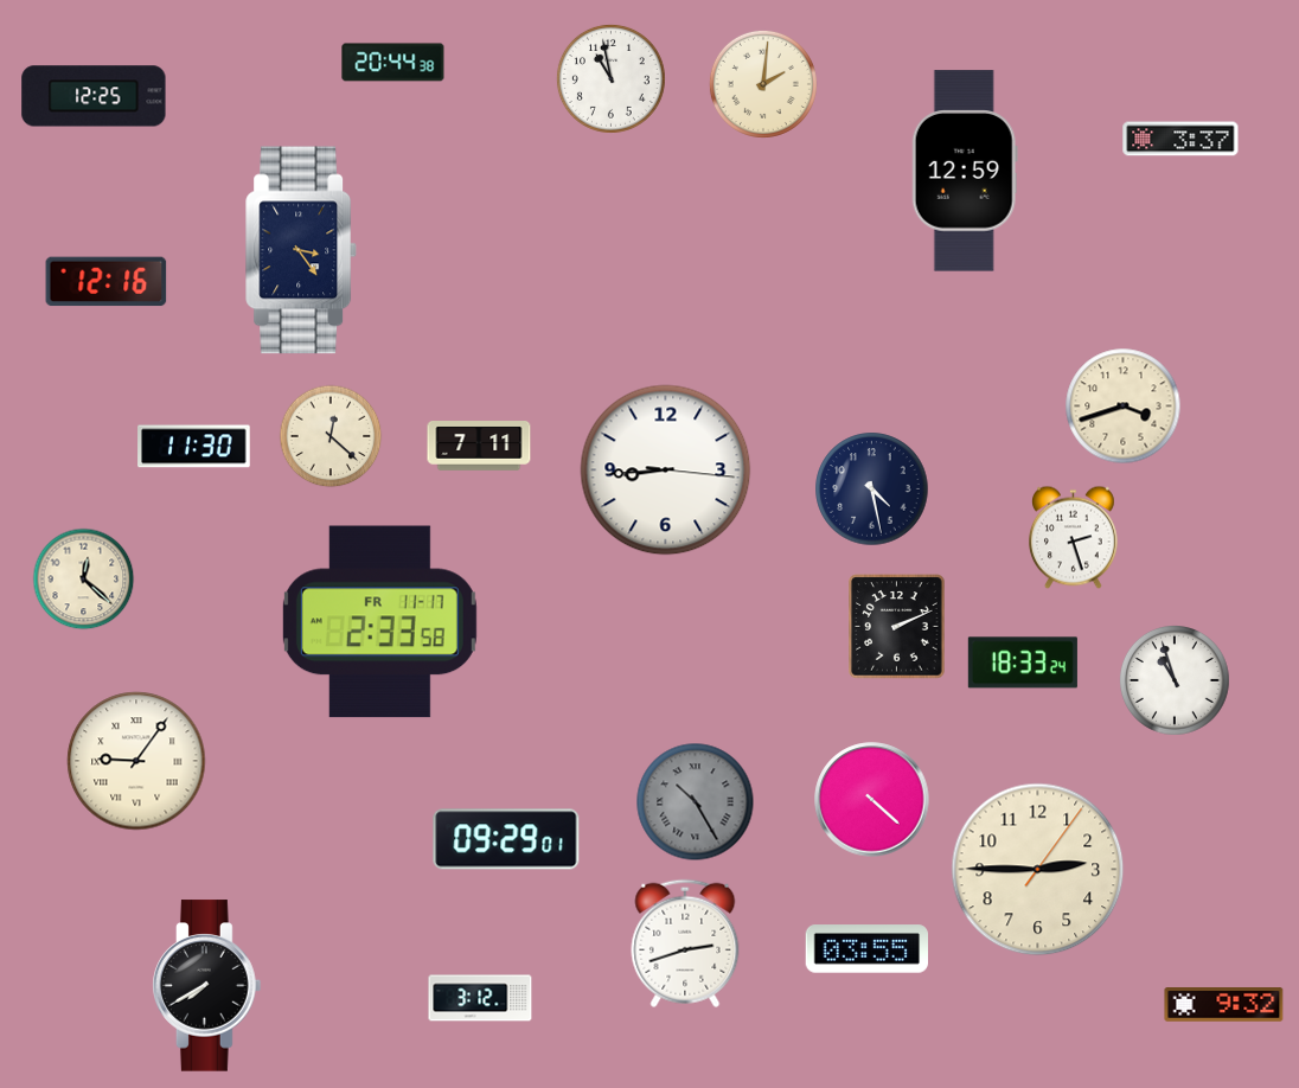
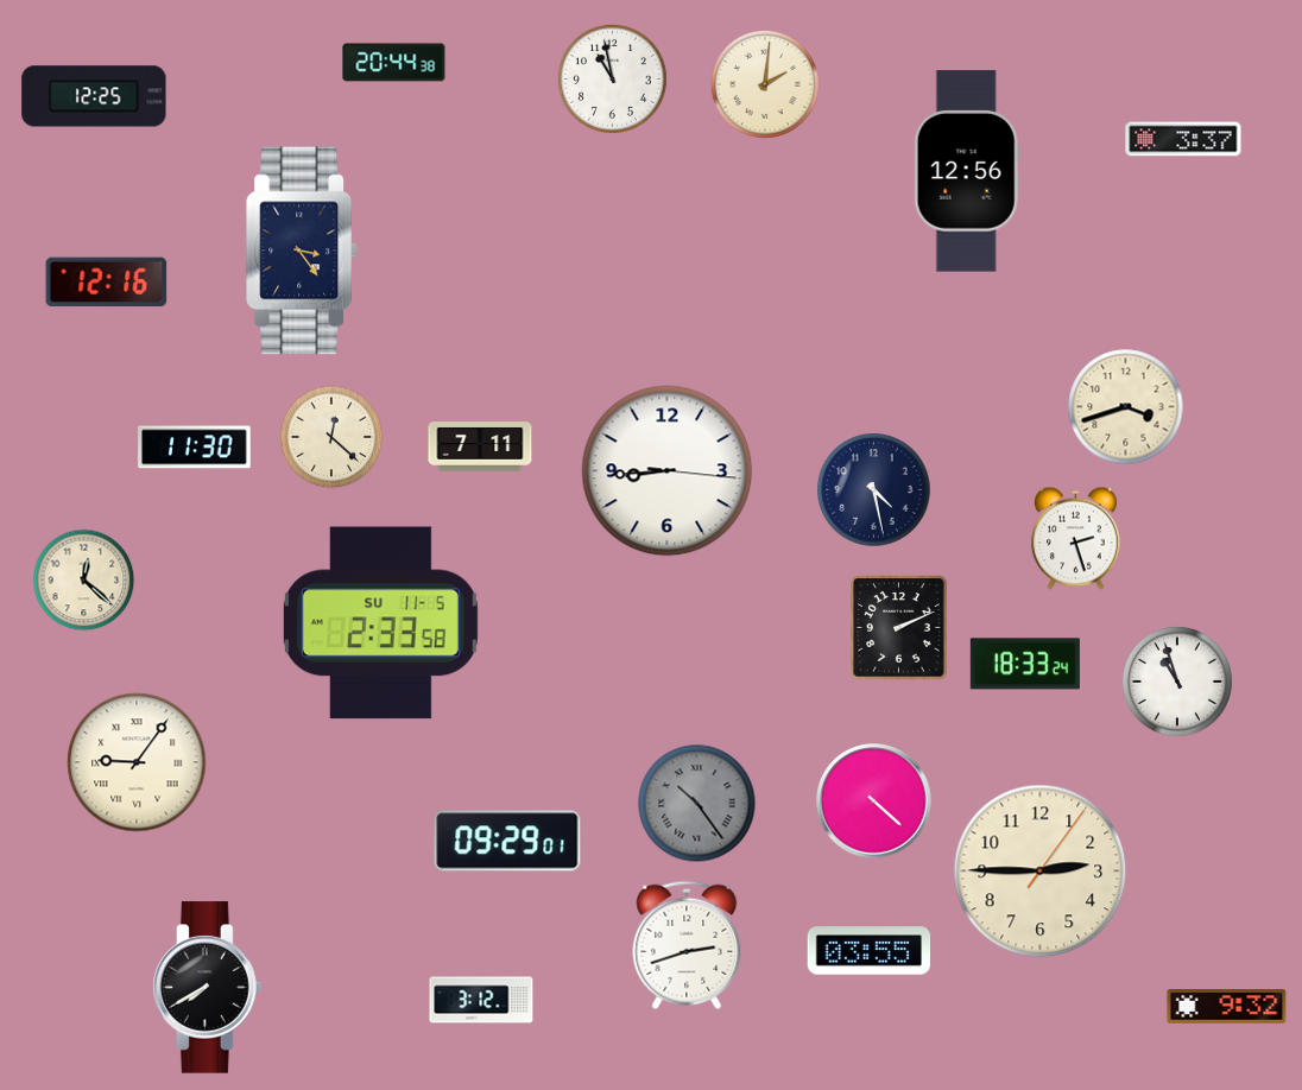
clock at (965, 171): 12:59 -> 12:56
clock at (379, 622) date: FR 11-17 -> SU 11-5
clock at (696, 802): 10:25 -> 10:24
